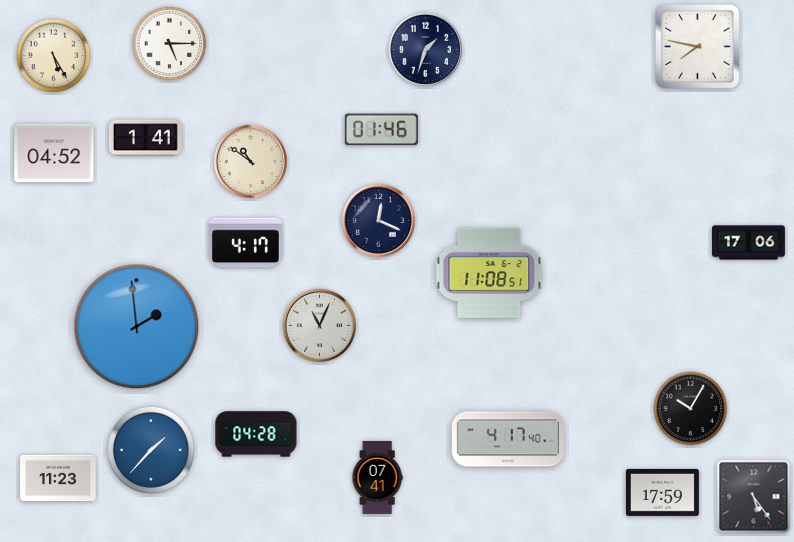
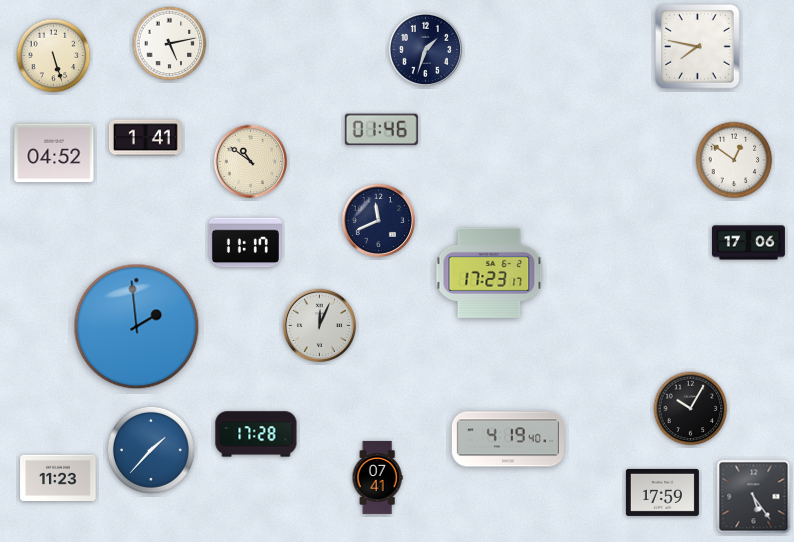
clock at (170, 44): 5:15 -> 5:13
clock at (54, 56): 5:25 -> 5:27
clock at (734, 160): none -> 12:51
clock at (378, 220): 12:19 -> 11:41
clock at (245, 243): 4:17 -> 11:17
clock at (489, 273): 11:08 -> 17:23
clock at (319, 325): 11:04 -> 12:04
clock at (256, 434): 04:28 -> 17:28
clock at (507, 439): 4:17 -> 4:19
